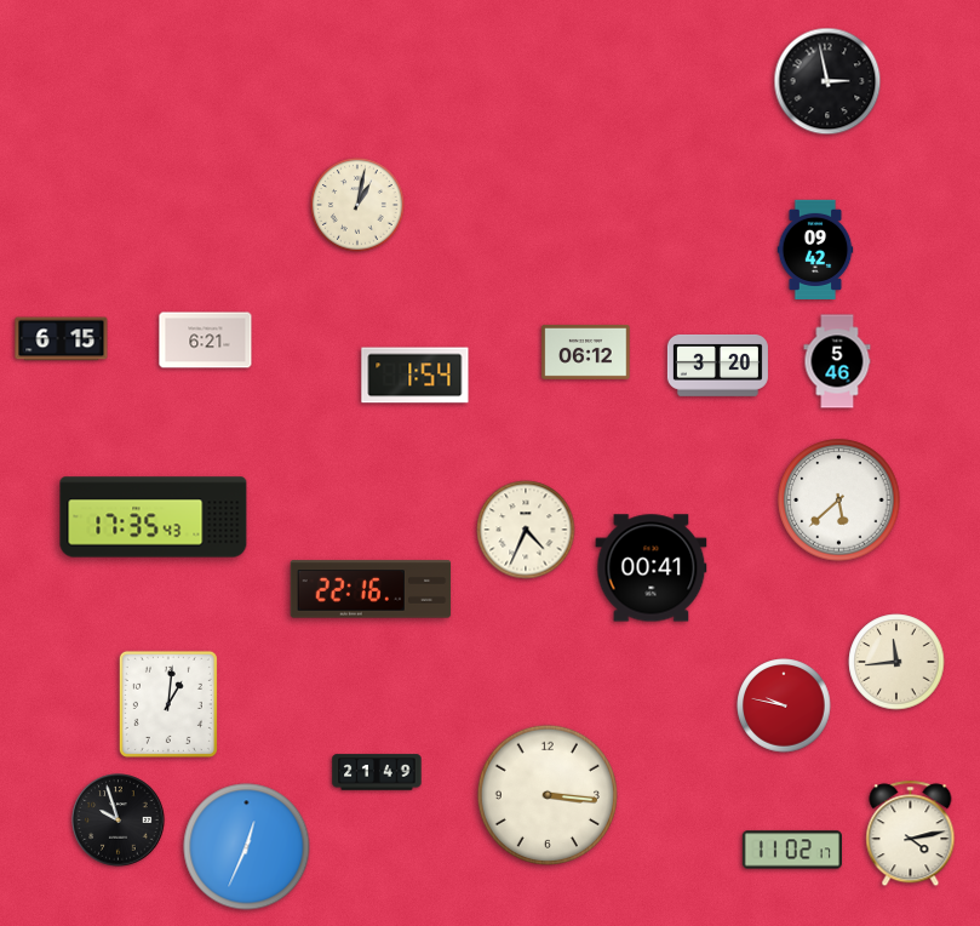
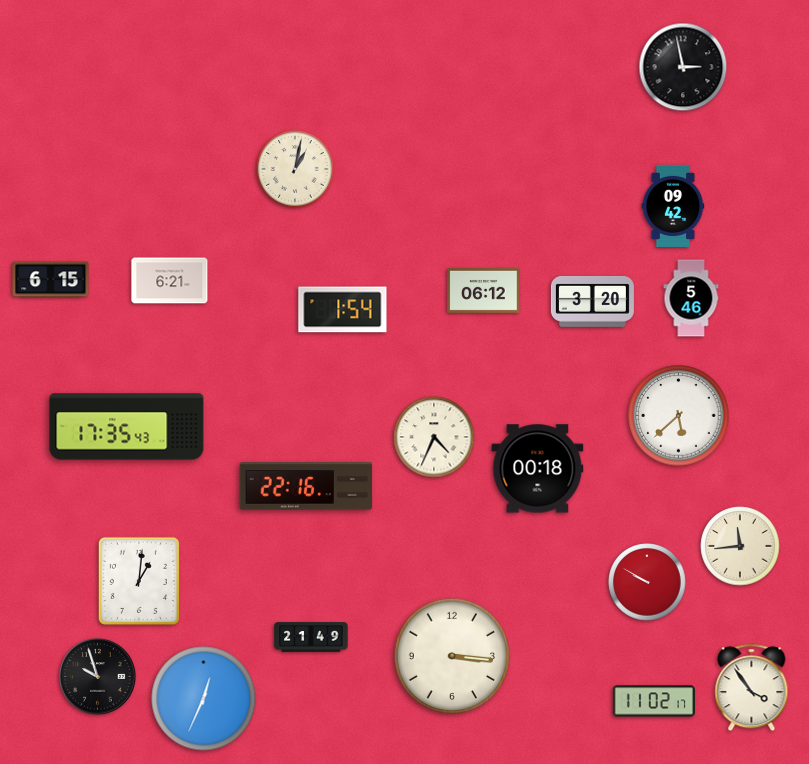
clock at (839, 501) position: (839, 501) -> (679, 416)
clock at (652, 568): 00:41 -> 00:18
clock at (784, 705): 9:47 -> 9:50
clock at (911, 834): 4:13 -> 3:54
